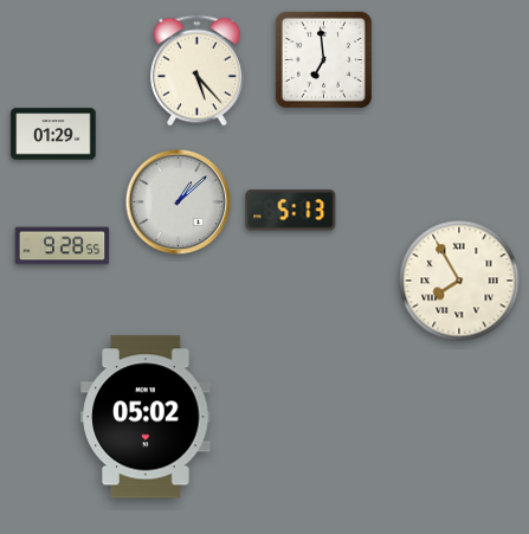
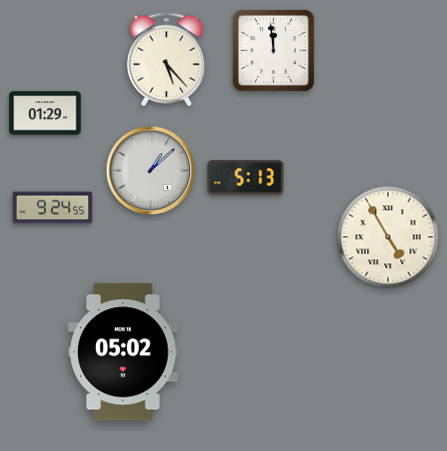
clock at (323, 59): 6:59 -> 11:59
clock at (63, 246): 9:28 -> 9:24
clock at (459, 281): 7:55 -> 4:55
